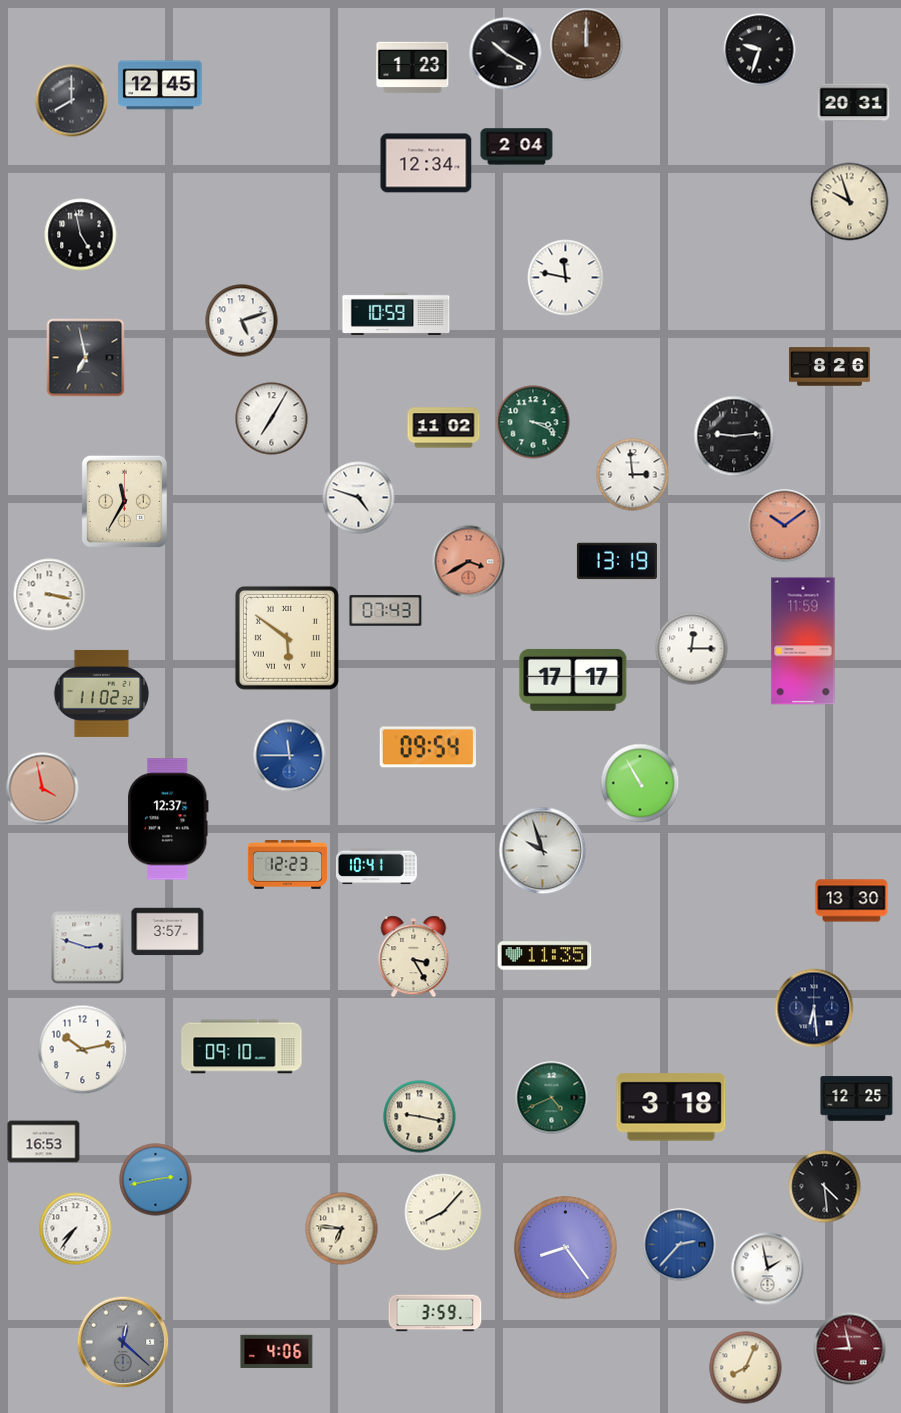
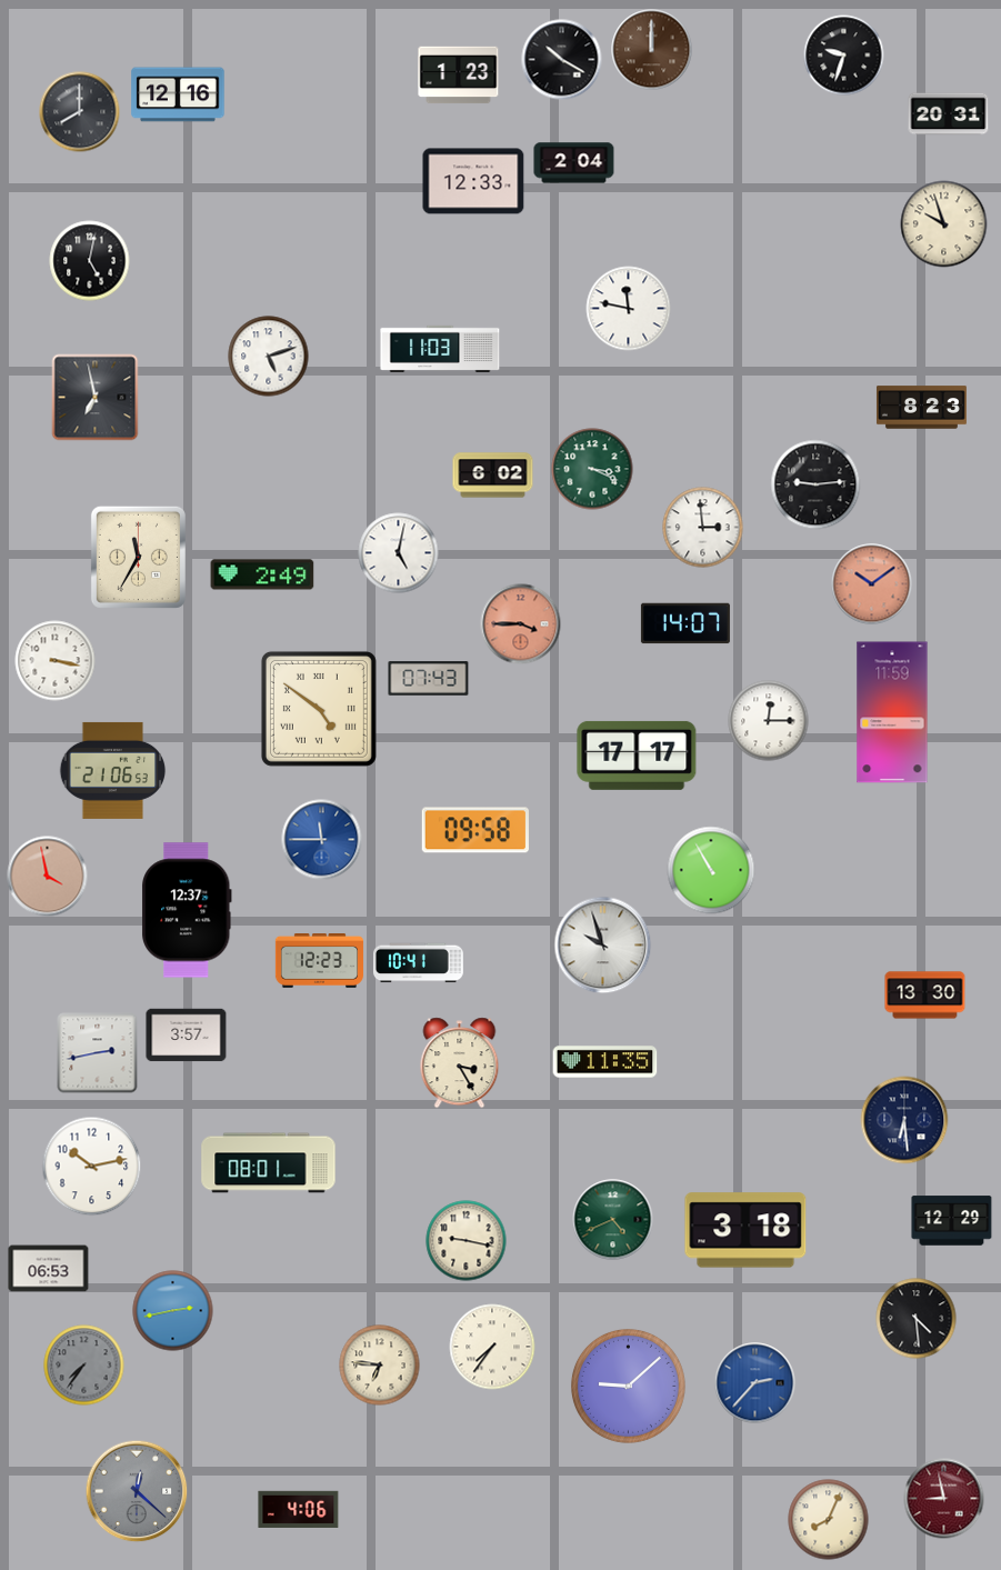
clock at (160, 85): 12:45 -> 12:16
clock at (426, 163): 12:34 -> 12:33
clock at (81, 235): 4:58 -> 5:02
clock at (396, 314): 10:59 -> 11:03
clock at (829, 367): 8:26 -> 8:23
clock at (272, 419): 7:05 -> none
clock at (444, 428): 11:02 -> 6:02
clock at (359, 498): 4:48 -> 5:02
clock at (262, 574): none -> 2:49
clock at (617, 561): 13:19 -> 14:07
clock at (469, 562): 3:40 -> 3:45
clock at (287, 638): 5:51 -> 4:51
clock at (102, 693): 11:02 -> 21:06
clock at (428, 747): 09:54 -> 09:58
clock at (852, 901) position: (852, 901) -> (925, 996)
clock at (88, 948): 2:48 -> 2:43
clock at (242, 1047): 09:10 -> 08:01
clock at (857, 1099): 12:25 -> 12:29
clock at (44, 1142): 16:53 -> 06:53
clock at (443, 1212): 8:07 -> 7:36
clock at (76, 1229) dial: white -> grey
clock at (565, 1247): 8:24 -> 9:08
clock at (768, 1269): 1:58 -> none
clock at (435, 1313): 3:59 -> none
clock at (277, 1351) position: (277, 1351) -> (299, 1509)
